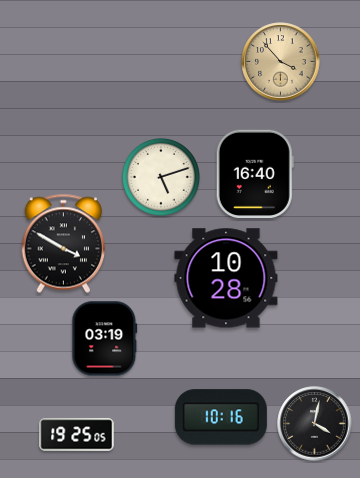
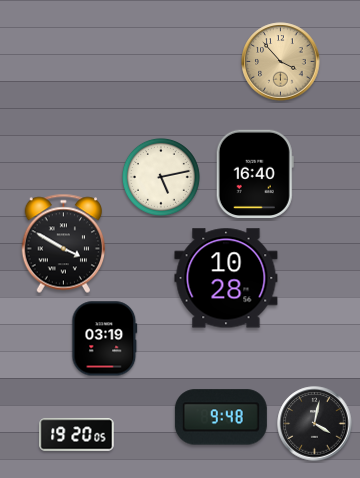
clock at (161, 177): 5:12 -> 5:13
clock at (221, 417): 10:16 -> 9:48
clock at (77, 435): 19:25 -> 19:20
